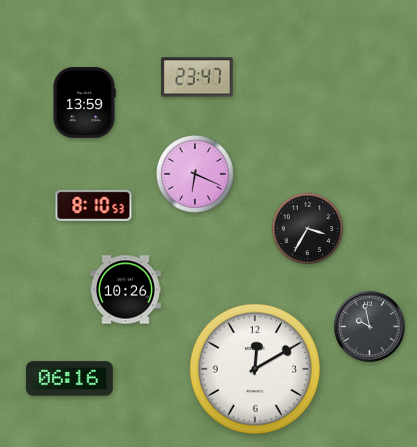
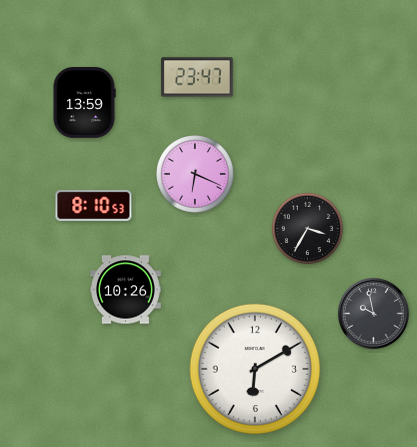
clock at (370, 327) position: (370, 327) -> (374, 314)
clock at (255, 369): 12:10 -> 6:10
clock at (70, 379): 06:16 -> none
